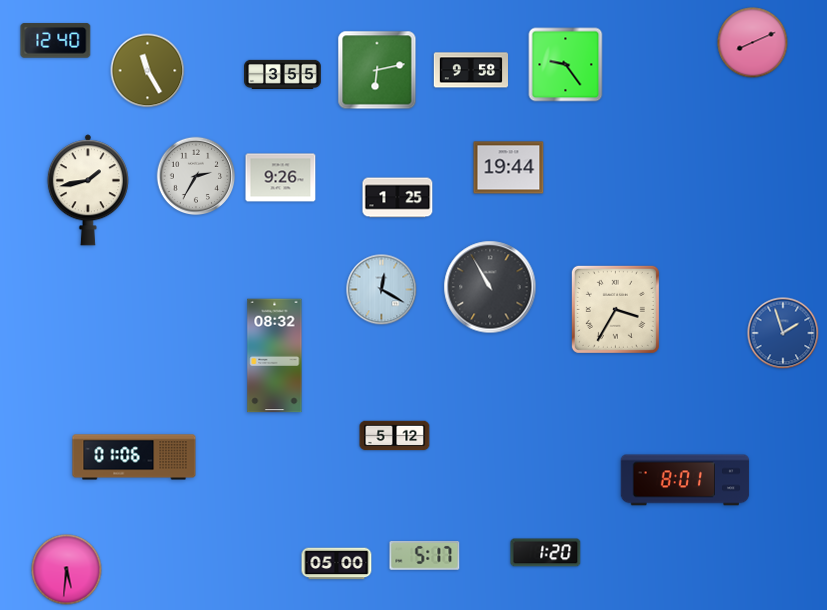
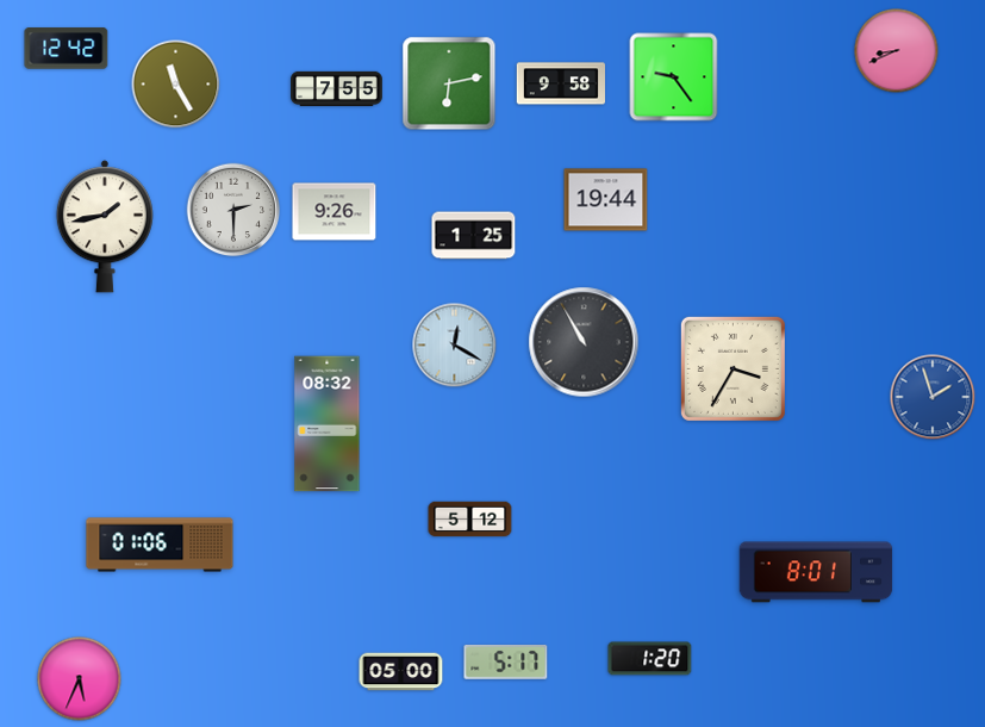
clock at (56, 41): 12:40 -> 12:42
clock at (753, 43): 8:11 -> 8:41
clock at (283, 74): 3:55 -> 7:55
clock at (196, 176): 2:35 -> 2:30
clock at (67, 570): 5:31 -> 5:34
